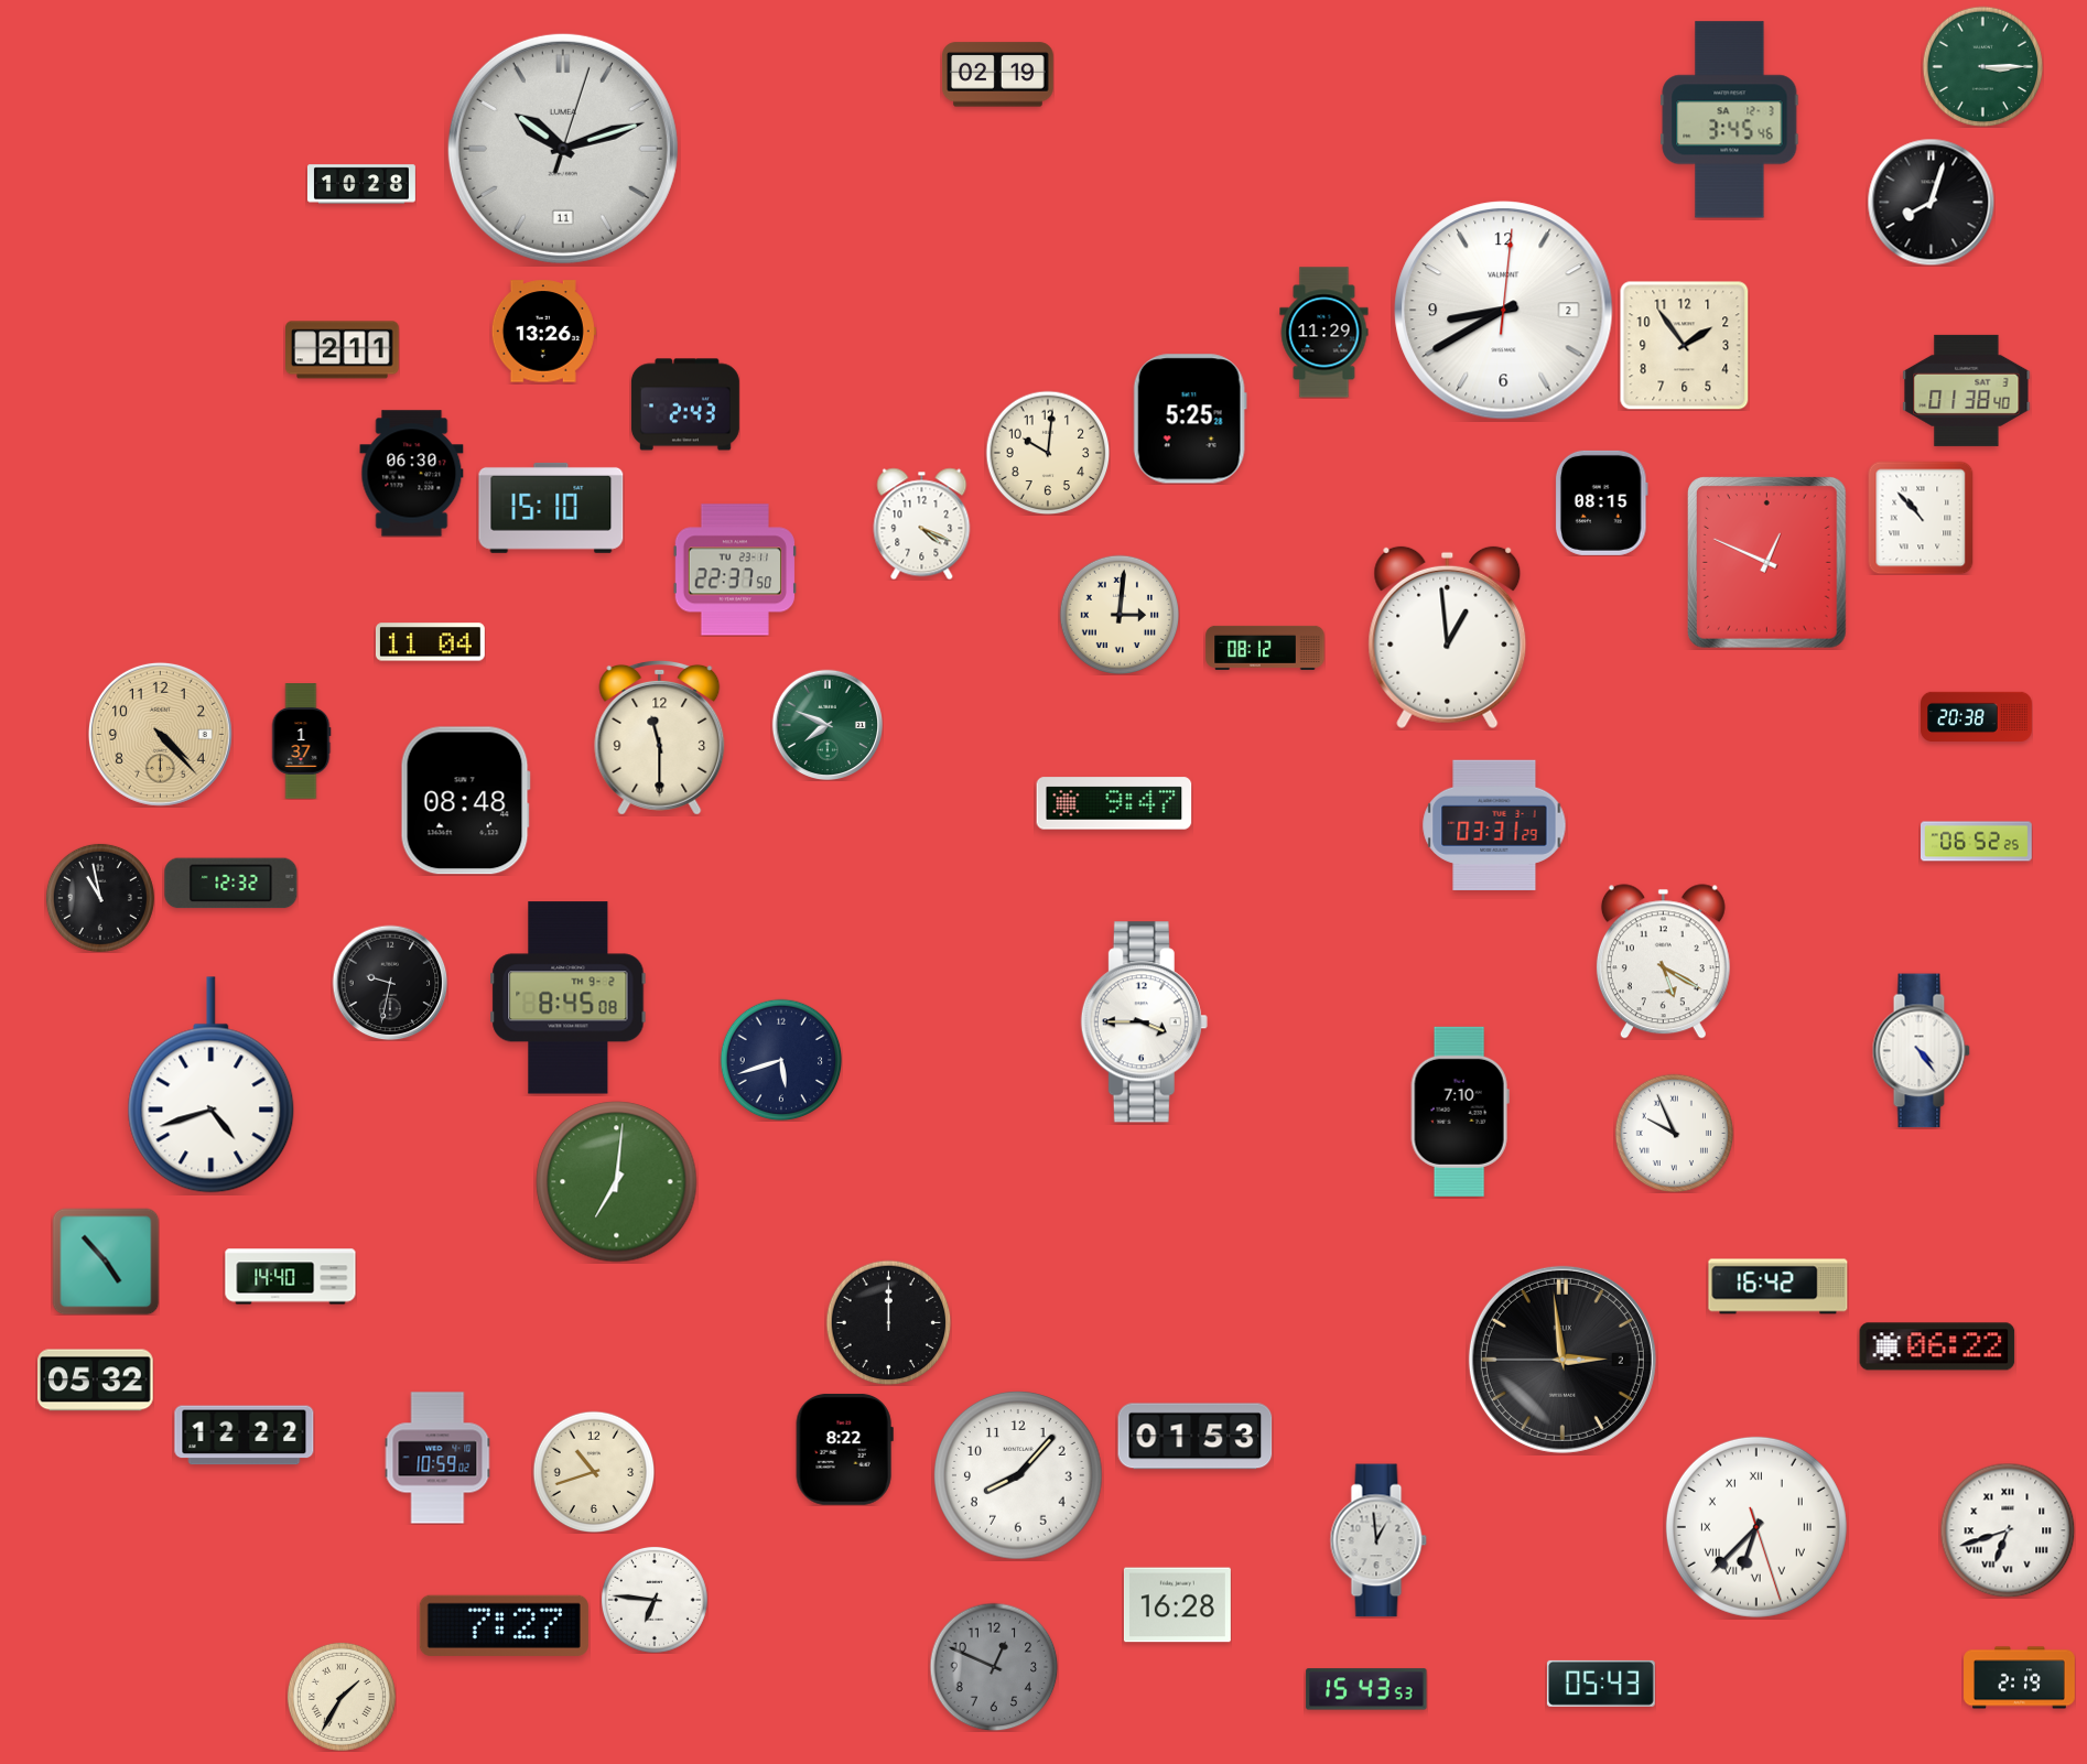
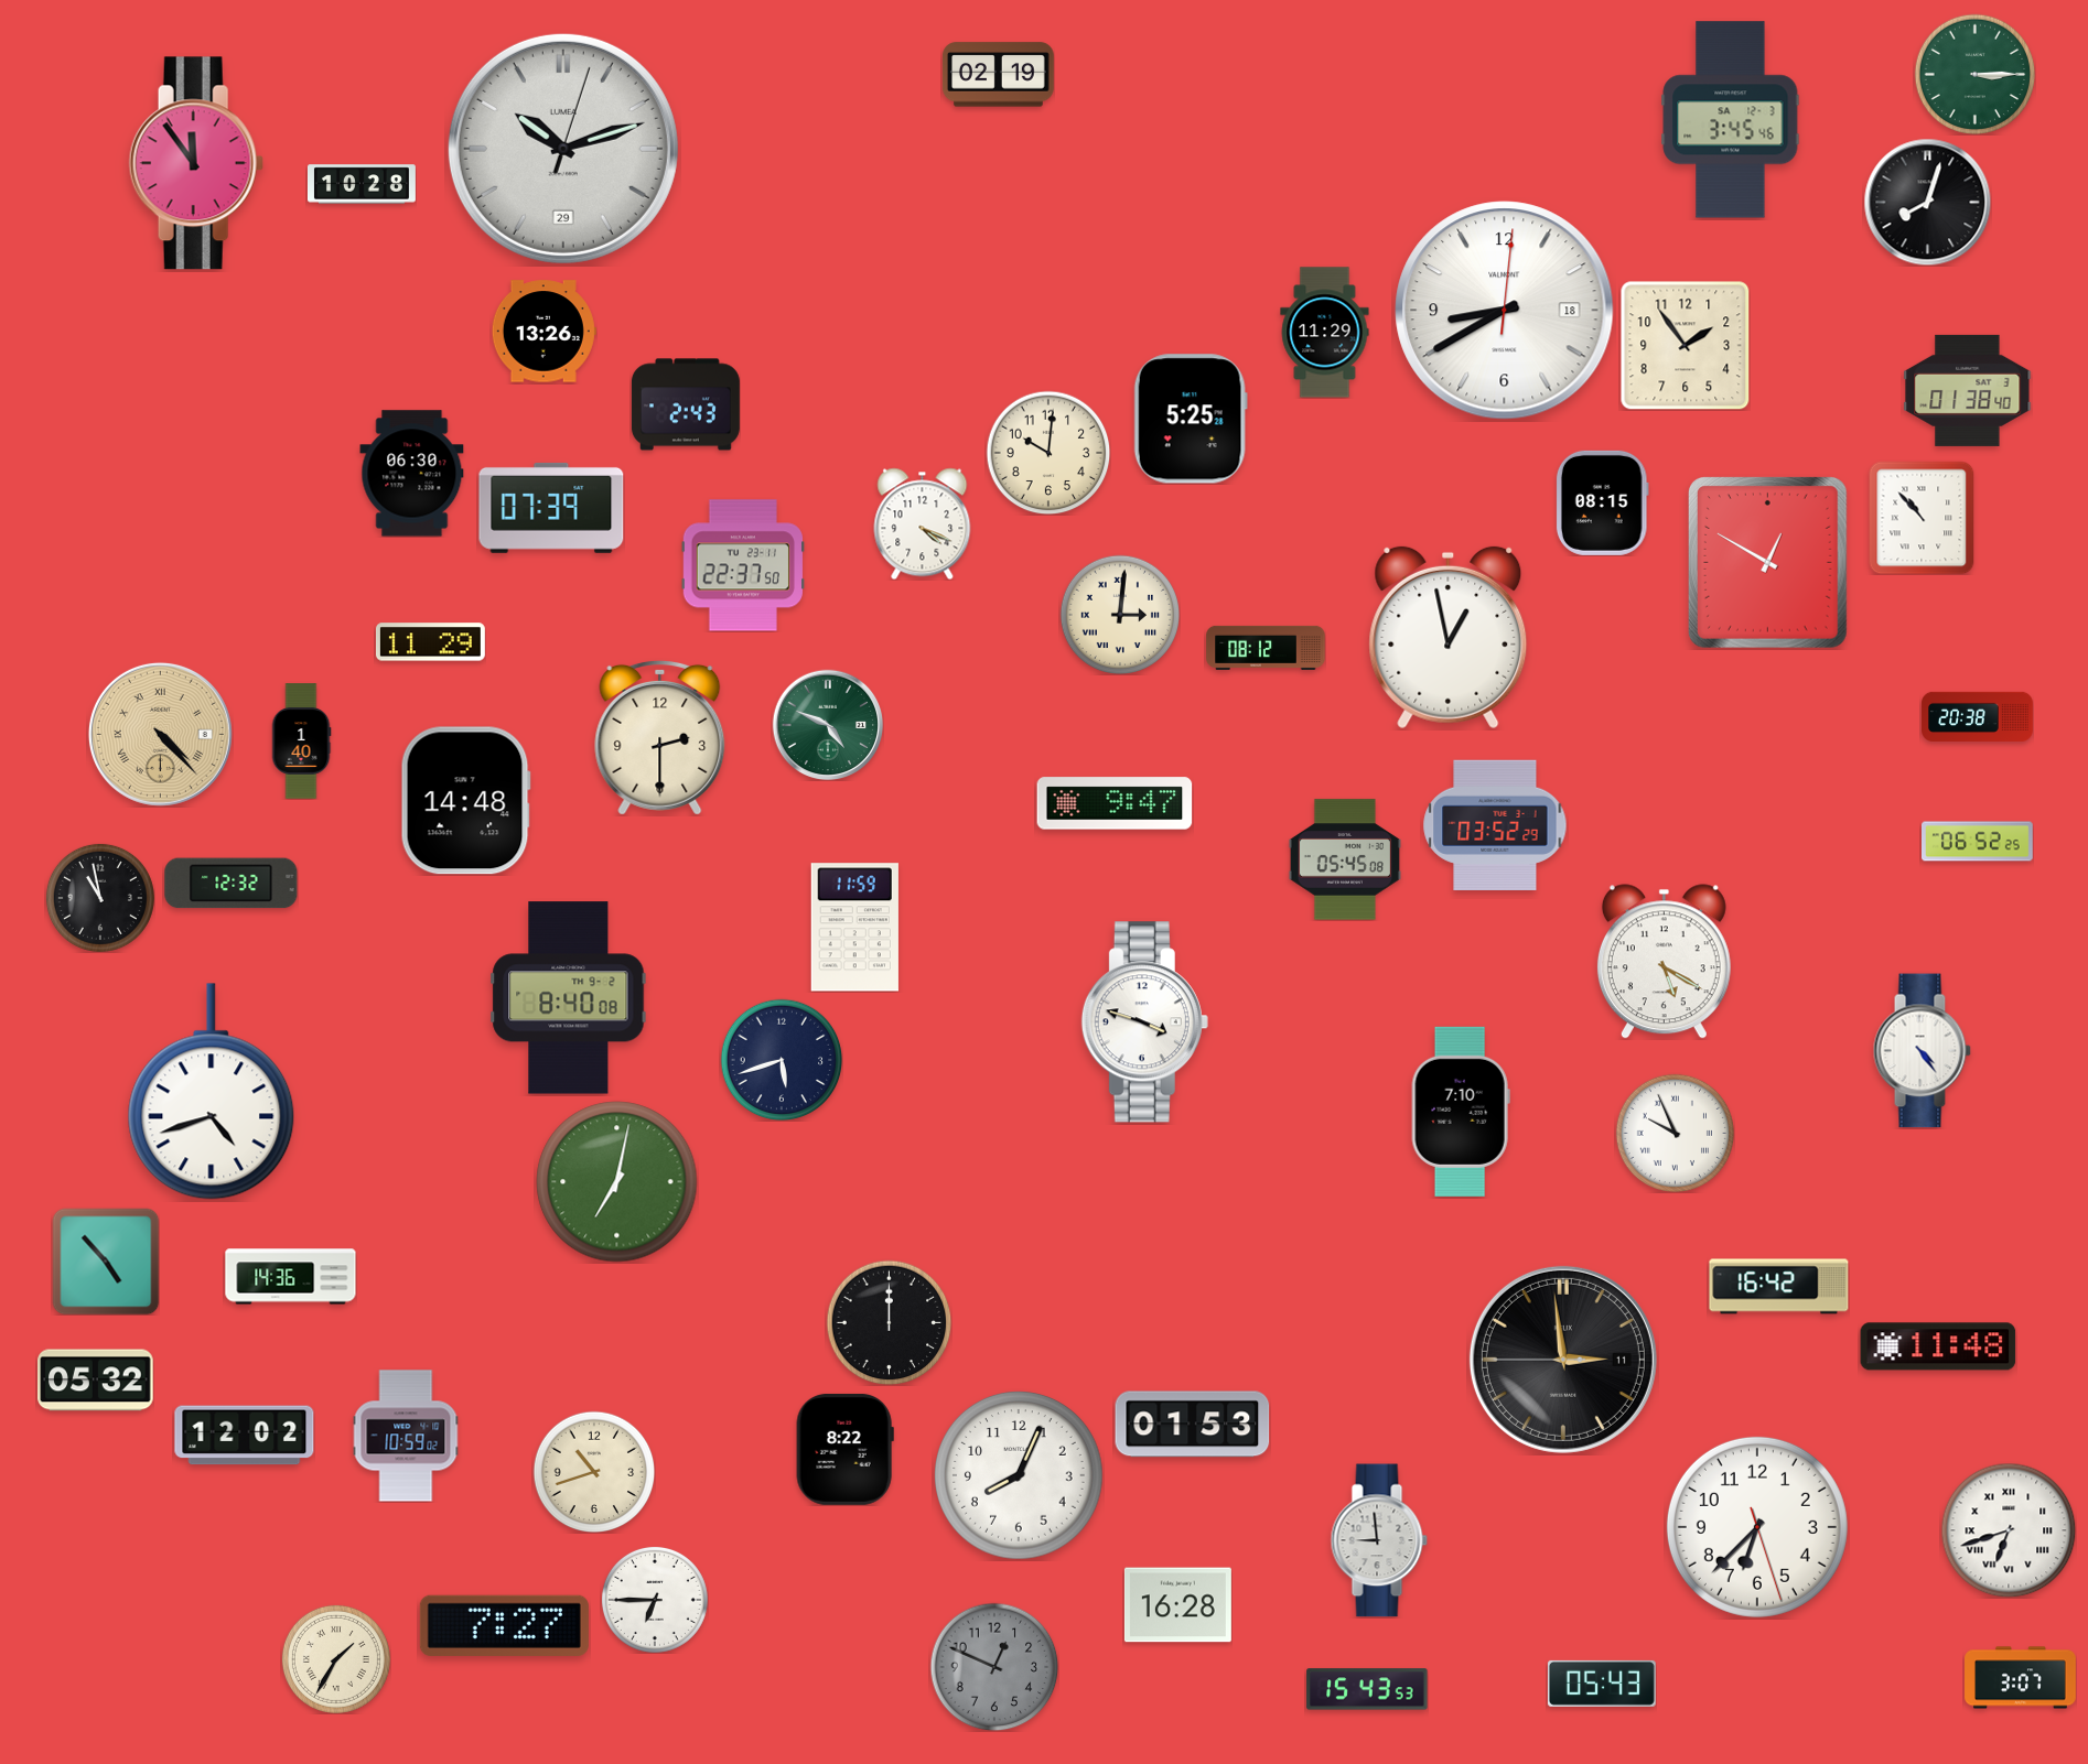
clock at (1982, 66) position: (1982, 66) -> (1974, 74)
clock at (563, 149) date: 11 -> 29
clock at (196, 163): none -> 11:54
clock at (1931, 202) position: (1931, 202) -> (1927, 202)
clock at (1504, 311) date: 2 -> 18
clock at (343, 350): 2:11 -> none
clock at (551, 508): 15:10 -> 07:39
clock at (1766, 563): 12:49 -> 12:50
clock at (735, 570) position: (735, 570) -> (743, 565)
clock at (1448, 638): 12:59 -> 12:58
clock at (430, 642): 11:04 -> 11:29
clock at (828, 725): 7:49 -> 4:49
clock at (160, 734) numerals: Arabic -> Roman
clock at (660, 737): 11:30 -> 2:30
clock at (301, 742): 1:37 -> 1:40
clock at (465, 801): 08:48 -> 14:48
clock at (1494, 824): 03:31 -> 03:52
clock at (1345, 859): none -> 05:45
clock at (854, 928): none -> 11:59
clock at (390, 983): 9:32 -> none
clock at (569, 998): 8:45 -> 8:40
clock at (1144, 1022): 3:45 -> 3:48
clock at (212, 1085) position: (212, 1085) -> (212, 1092)
clock at (617, 1182): 7:01 -> 7:02
clock at (291, 1277): 14:40 -> 14:36
clock at (1937, 1346): 06:22 -> 11:48
clock at (1562, 1360) date: 2 -> 11
clock at (245, 1436): 12:22 -> 12:02
clock at (1196, 1437) position: (1196, 1437) -> (1193, 1425)
clock at (437, 1458) position: (437, 1458) -> (406, 1436)
clock at (1018, 1475): 8:07 -> 8:04
clock at (1756, 1527) numerals: Roman -> Arabic
clock at (1378, 1540): 12:59 -> 8:59
clock at (655, 1600): 6:46 -> 6:45
clock at (2020, 1678): 2:19 -> 3:07
clock at (342, 1697) position: (342, 1697) -> (336, 1659)
